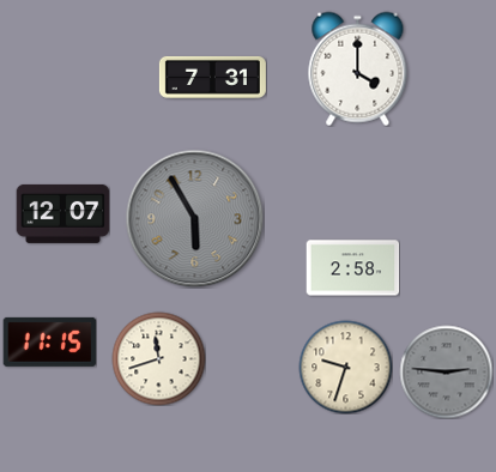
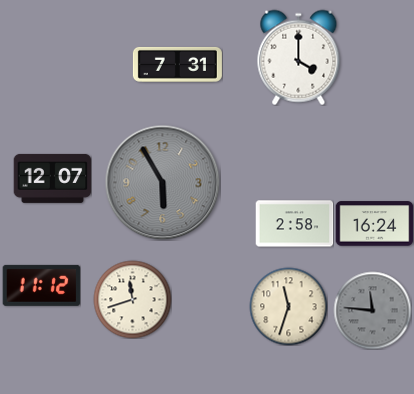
clock at (374, 224): none -> 16:24
clock at (49, 341): 11:15 -> 11:12
clock at (345, 367): 9:33 -> 11:33
clock at (446, 371): 2:46 -> 11:46
